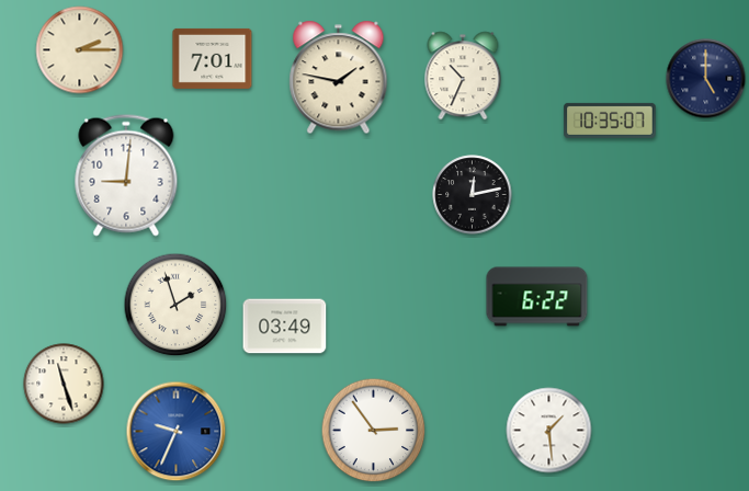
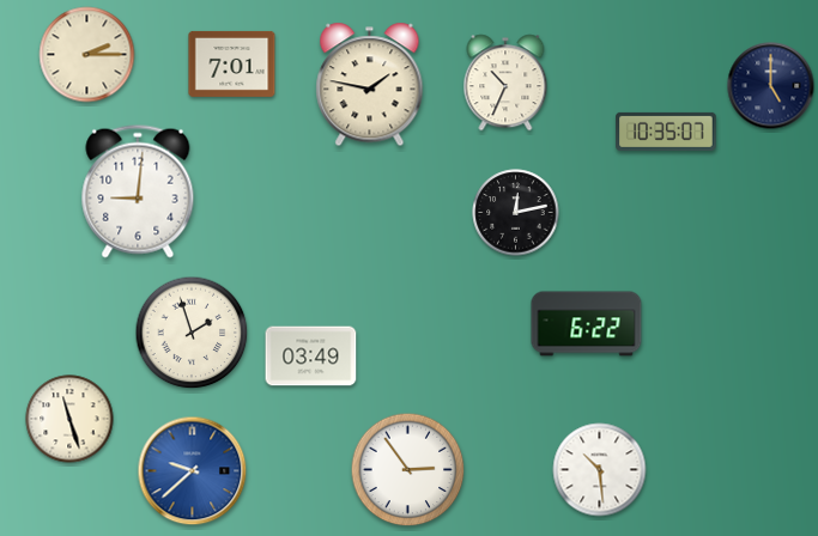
clock at (549, 431): 1:29 -> 10:29
clock at (177, 432): 9:34 -> 9:38
